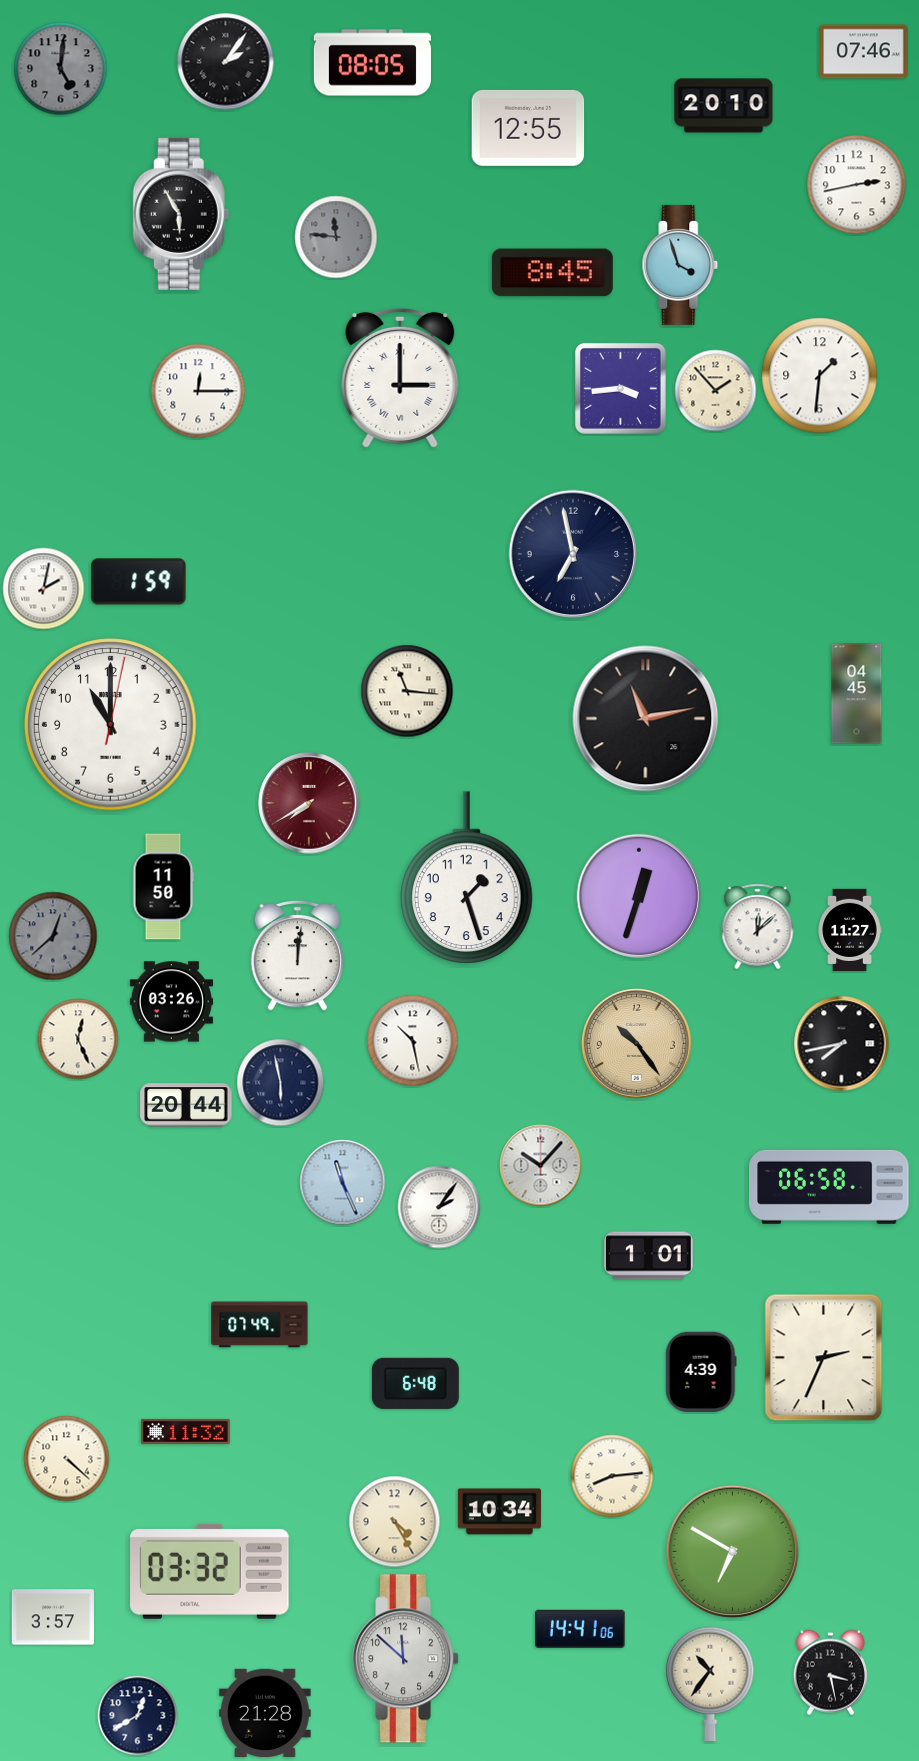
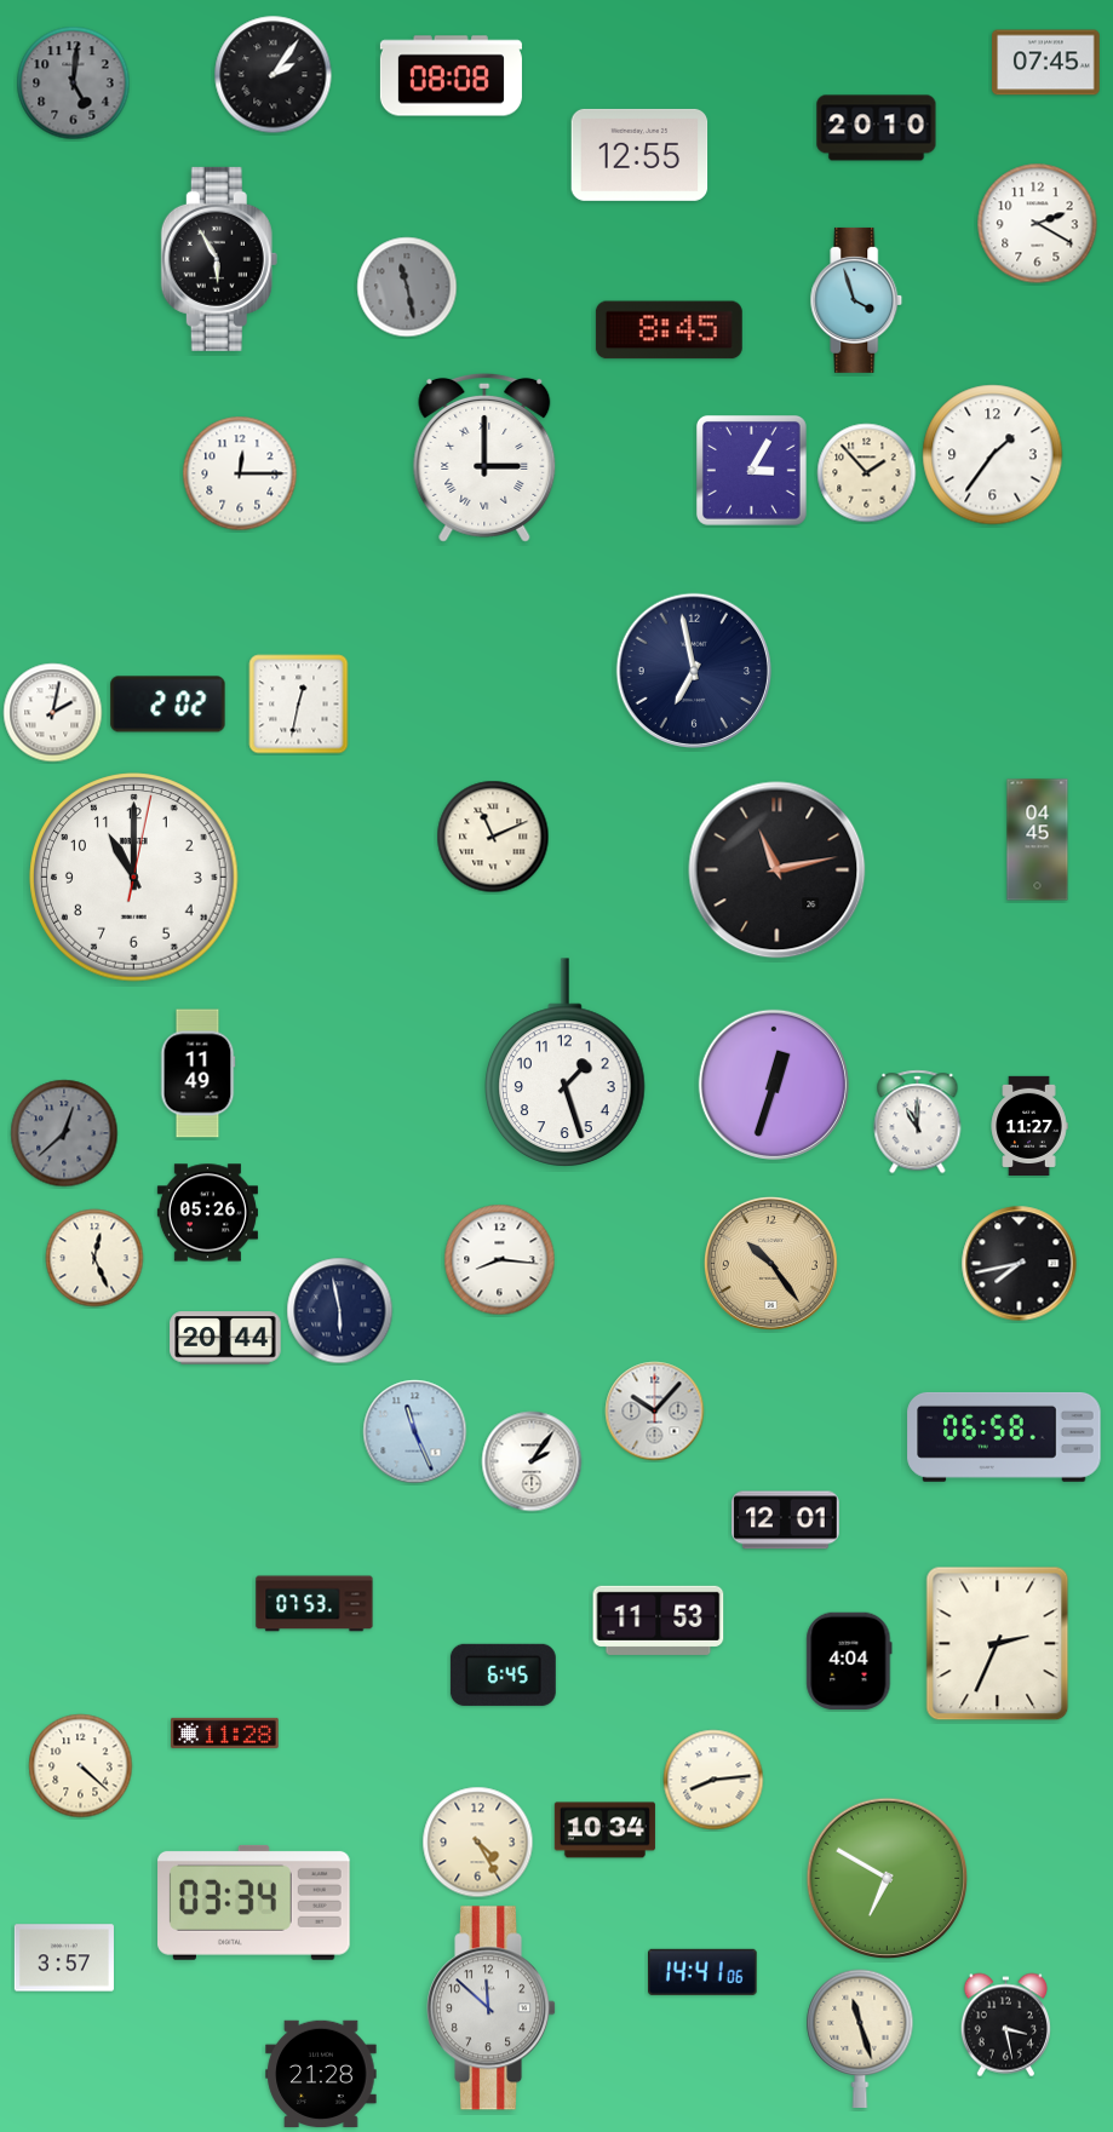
clock at (864, 52): 07:46 -> 07:45
clock at (372, 63): 08:05 -> 08:08
clock at (857, 185): 2:43 -> 2:20
clock at (336, 237): 11:46 -> 11:28
clock at (680, 265) position: (680, 265) -> (856, 300)
clock at (820, 376): 1:31 -> 1:36
clock at (620, 388): 3:44 -> 3:05
clock at (139, 582): 1:59 -> 2:02
clock at (299, 705): none -> 12:32
clock at (407, 691): 11:16 -> 11:11
clock at (646, 719) position: (646, 719) -> (778, 870)
clock at (309, 803): 7:40 -> none
clock at (163, 887): 11:50 -> 11:49
clock at (758, 927): 12:08 -> 11:00
clock at (298, 955): 12:01 -> none
clock at (171, 1002): 03:26 -> 05:26
clock at (413, 1041): 10:28 -> 8:16
clock at (649, 1256): 1:01 -> 12:01
clock at (260, 1325): 07:49 -> 07:53
clock at (659, 1620): none -> 11:53
clock at (701, 1372): 4:39 -> 4:04
clock at (415, 1383): 6:48 -> 6:45
clock at (186, 1431): 11:32 -> 11:28
clock at (612, 1476) position: (612, 1476) -> (713, 1780)
clock at (210, 1571): 03:32 -> 03:34
clock at (710, 1683): 10:36 -> 11:27
clock at (138, 1716): 12:40 -> none
